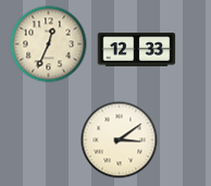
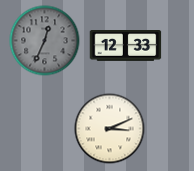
clock at (49, 45) dial: cream -> grey
clock at (120, 140): 3:09 -> 3:11
